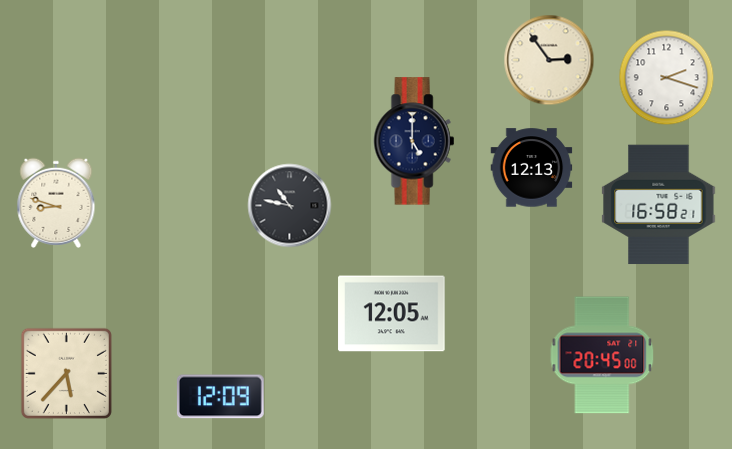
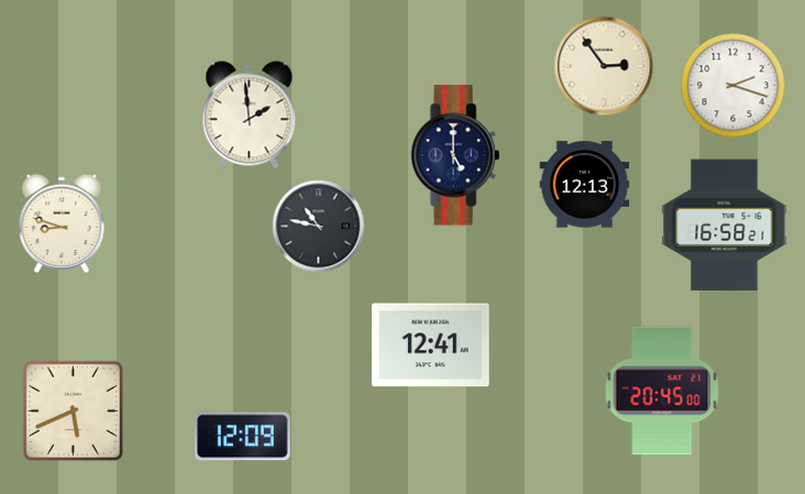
clock at (250, 116): none -> 1:59
clock at (392, 314): 12:05 -> 12:41
clock at (66, 373): 5:37 -> 5:41
